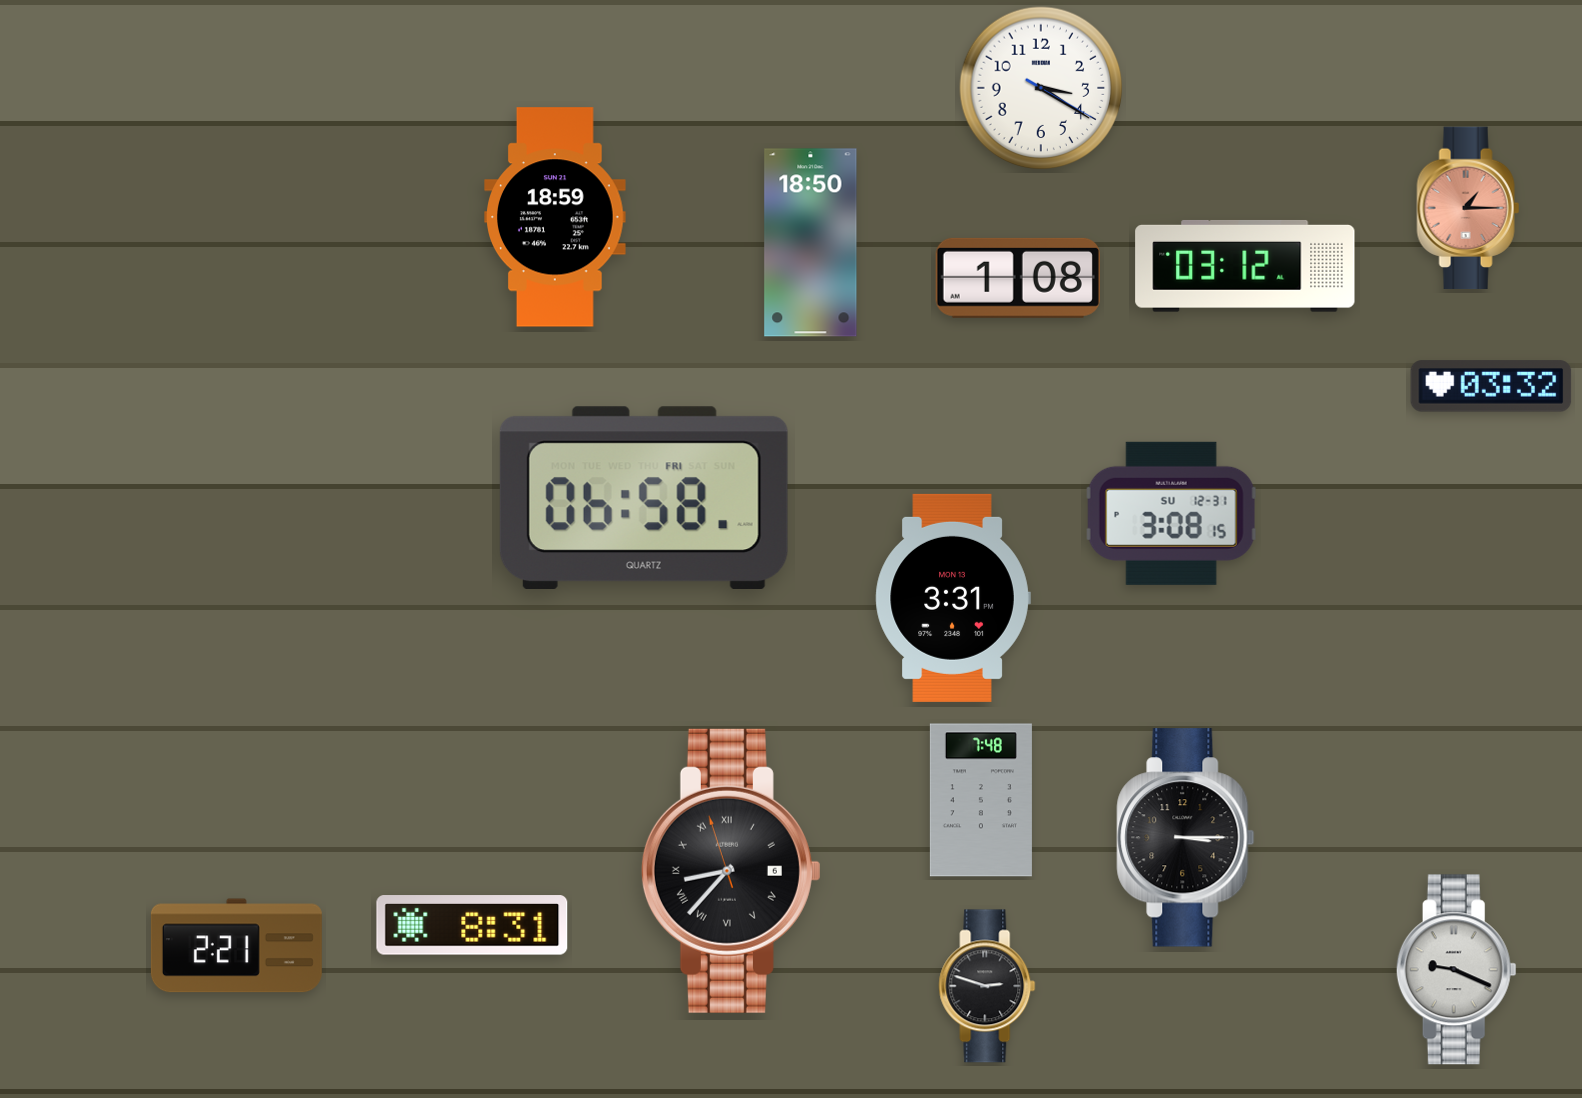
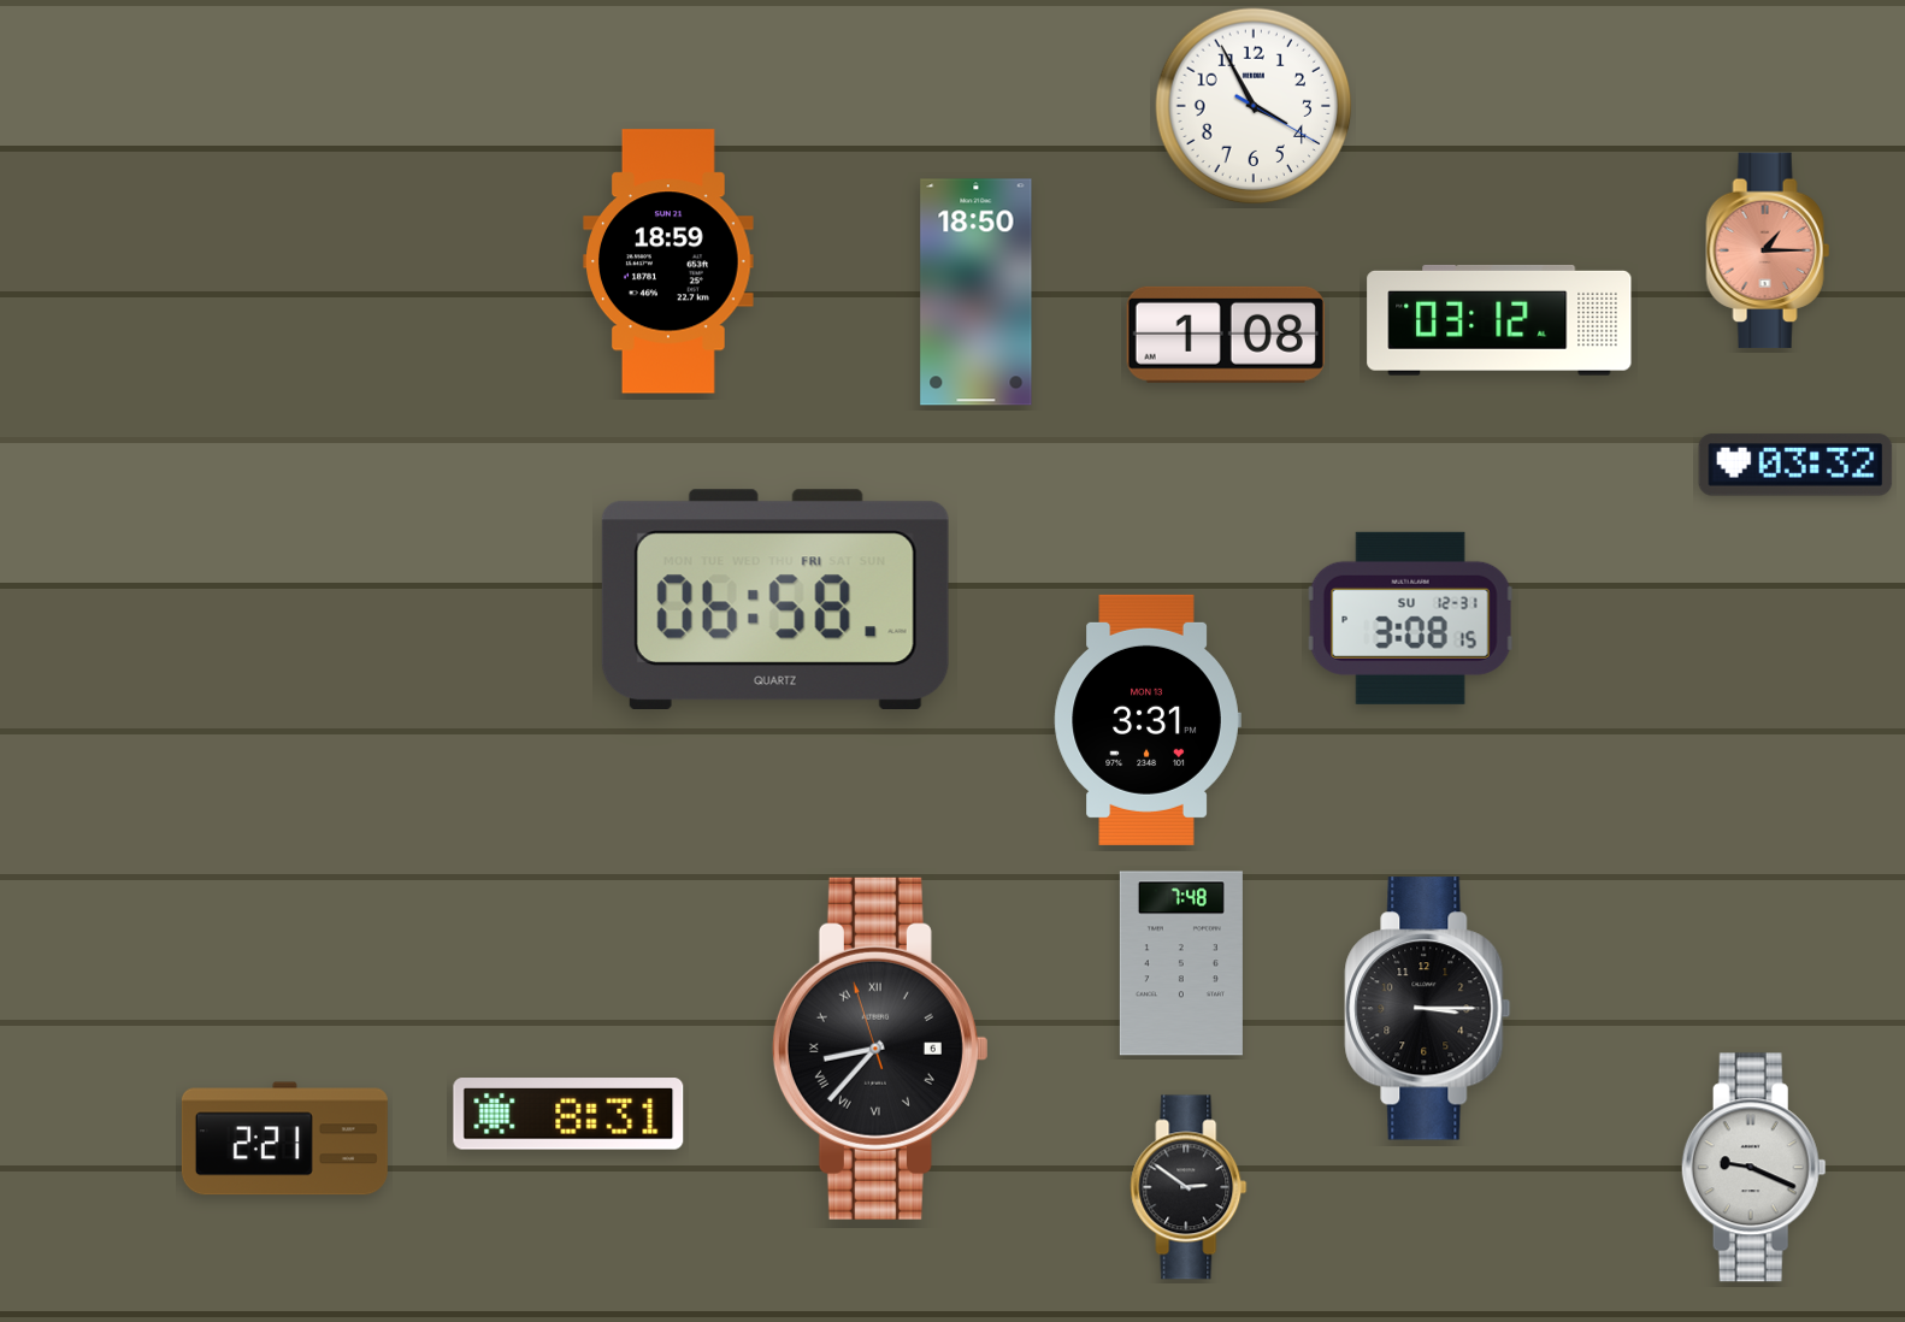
clock at (1041, 88): 3:20 -> 3:55
clock at (987, 986): 2:48 -> 2:51
